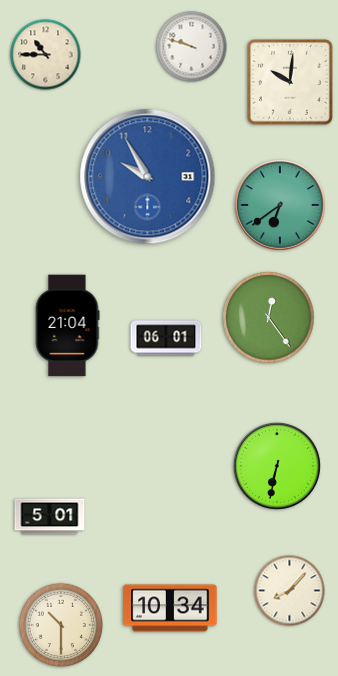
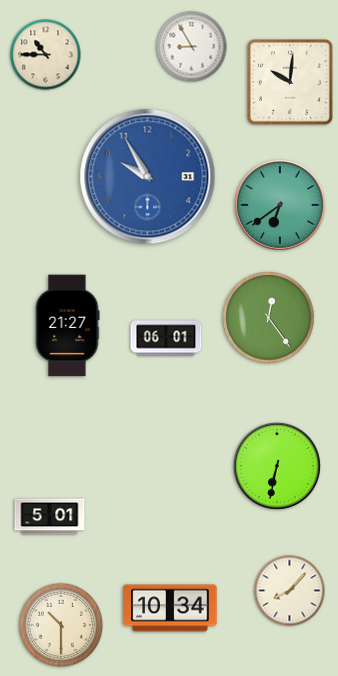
clock at (192, 47): 9:48 -> 8:55
clock at (67, 326): 21:04 -> 21:27
